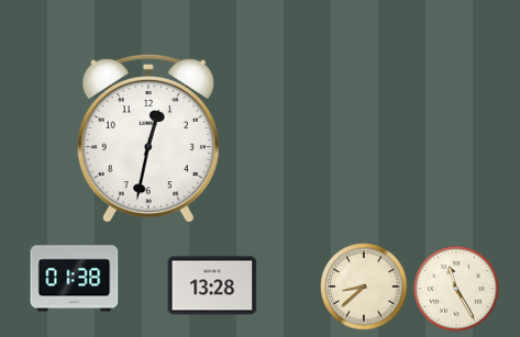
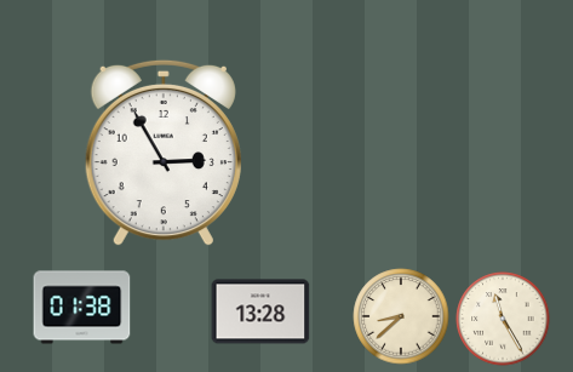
clock at (148, 138): 12:32 -> 2:55
clock at (212, 285) position: (212, 285) -> (260, 311)
